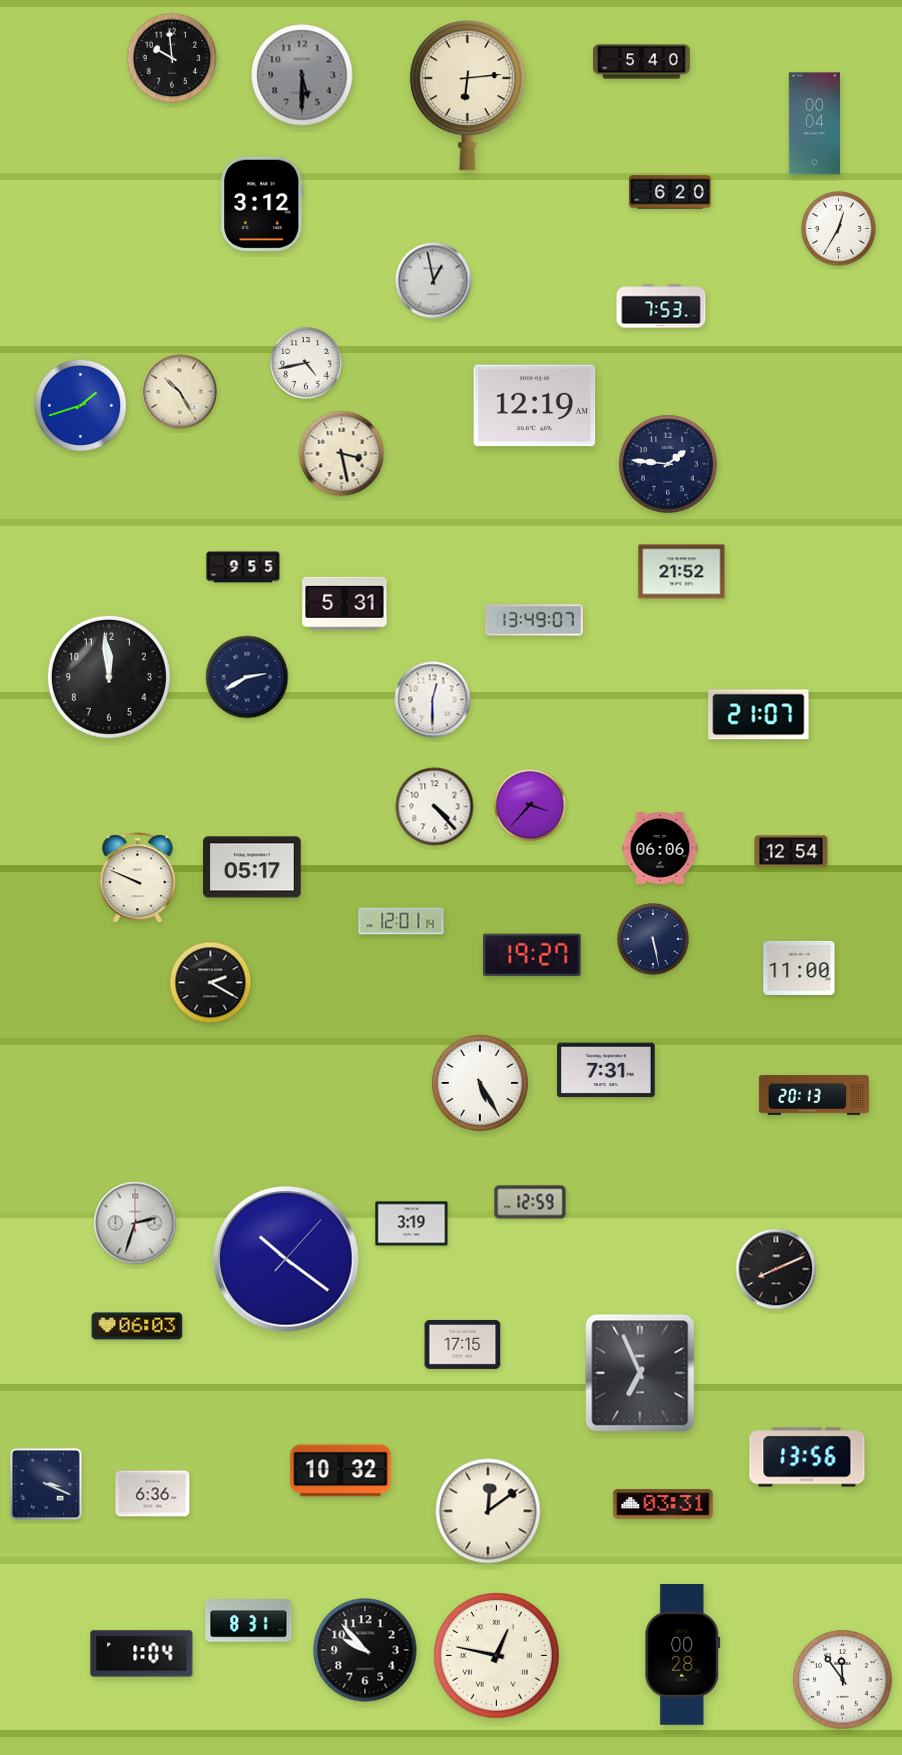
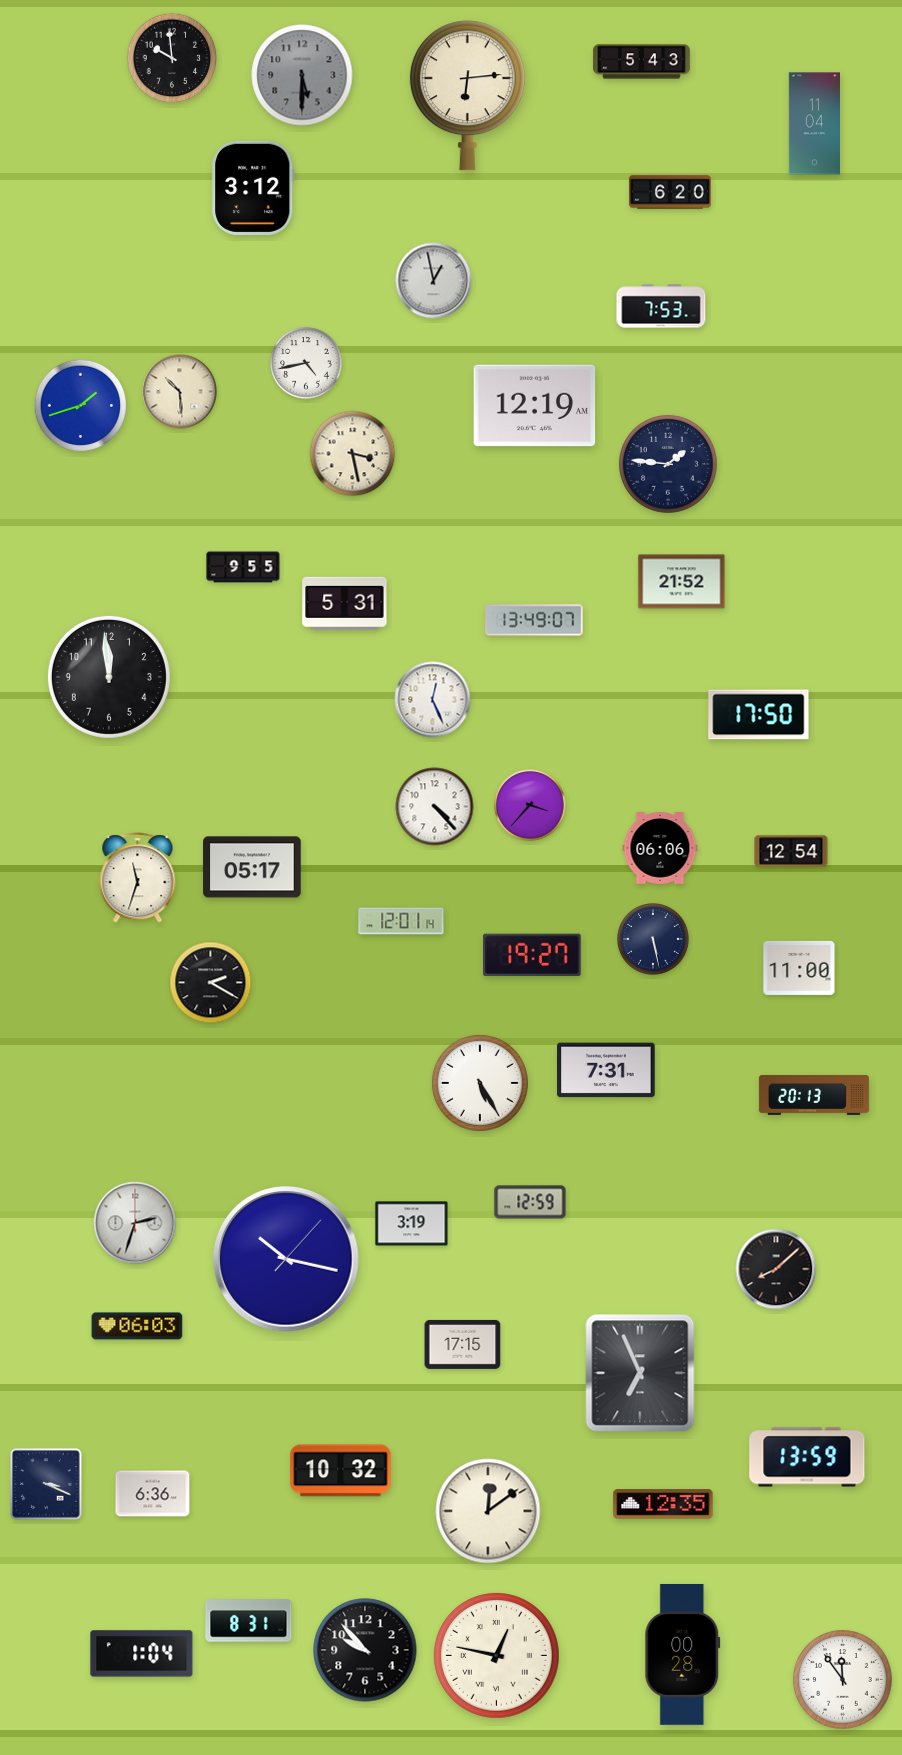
clock at (642, 62): 5:40 -> 5:43
clock at (814, 124): 00:04 -> 11:04
clock at (262, 204) position: (262, 204) -> (253, 188)
clock at (839, 229): 12:35 -> none
clock at (180, 392): 10:25 -> 10:29
clock at (342, 454) position: (342, 454) -> (353, 454)
clock at (682, 572) position: (682, 572) -> (682, 582)
clock at (247, 677): 2:40 -> none
clock at (433, 700): 12:30 -> 12:26
clock at (759, 715): 21:07 -> 17:50
clock at (138, 878): 9:49 -> 11:33
clock at (286, 1259): 10:21 -> 10:17
clock at (776, 1269): 8:11 -> 8:08
clock at (807, 1457): 13:56 -> 13:59
clock at (663, 1504): 03:31 -> 12:35
